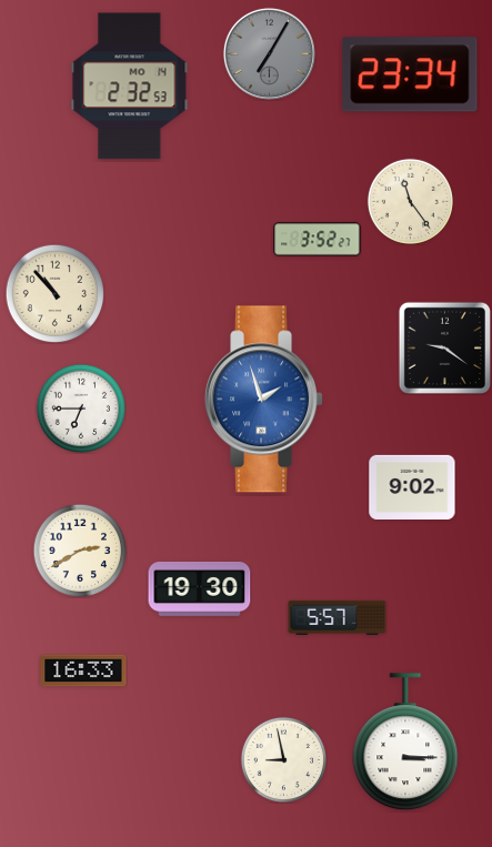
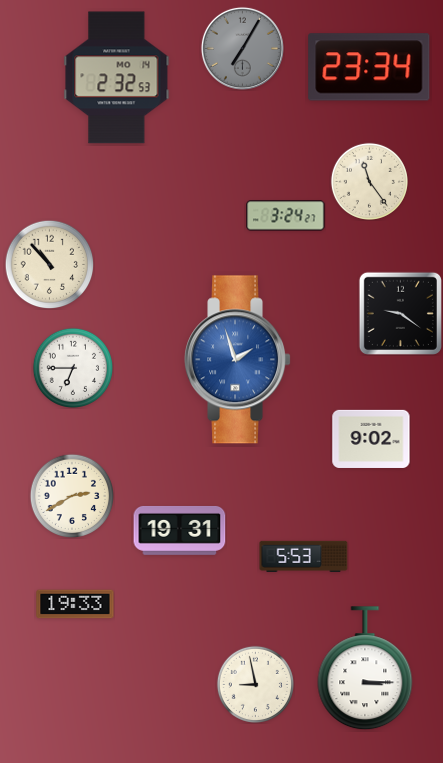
clock at (318, 240): 3:52 -> 3:24
clock at (200, 588): 19:30 -> 19:31
clock at (338, 617): 5:57 -> 5:53
clock at (83, 670): 16:33 -> 19:33
